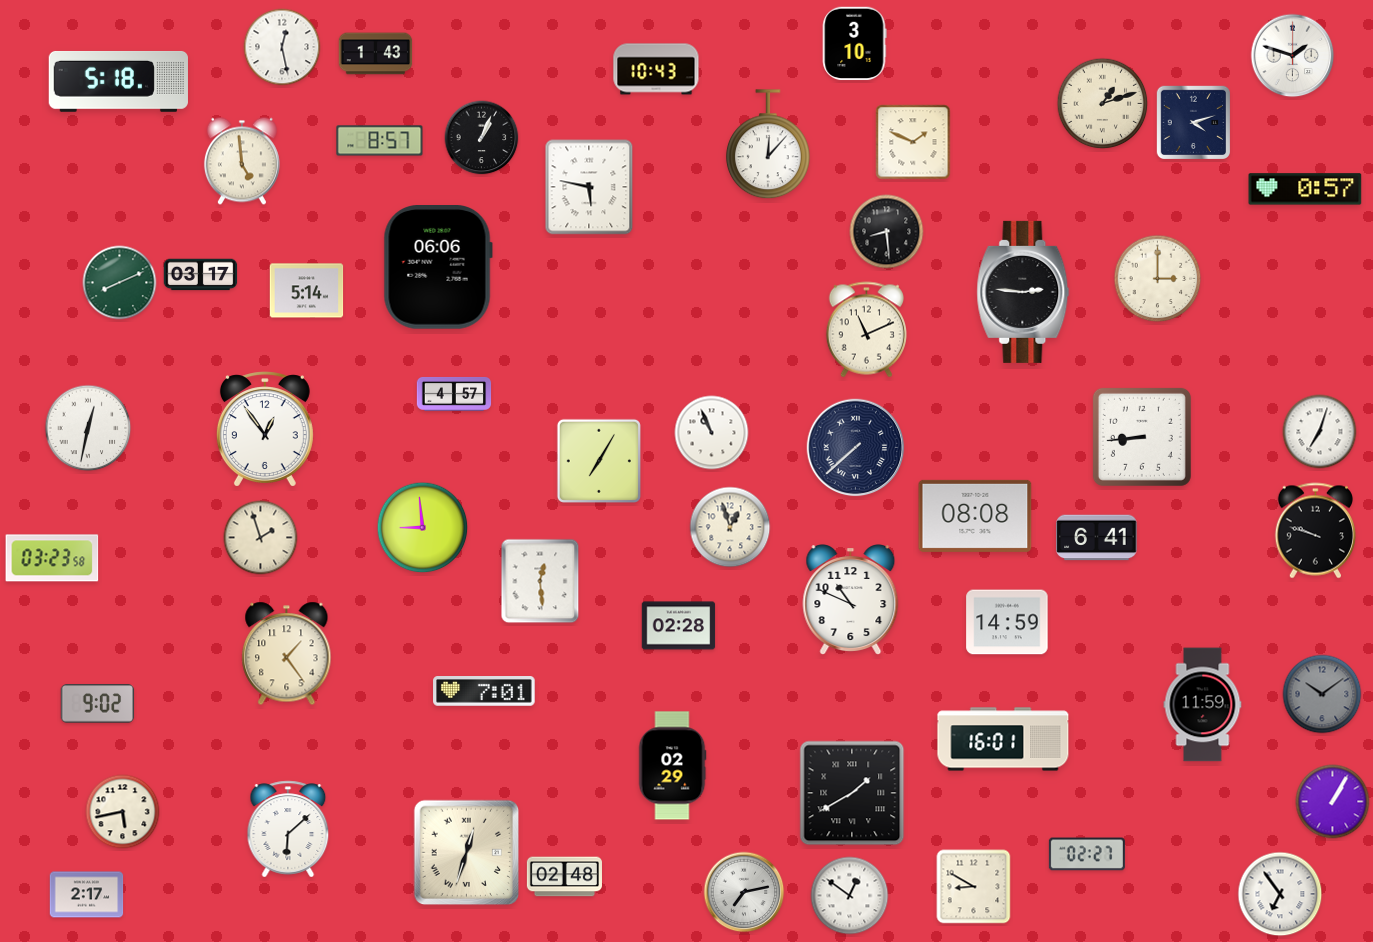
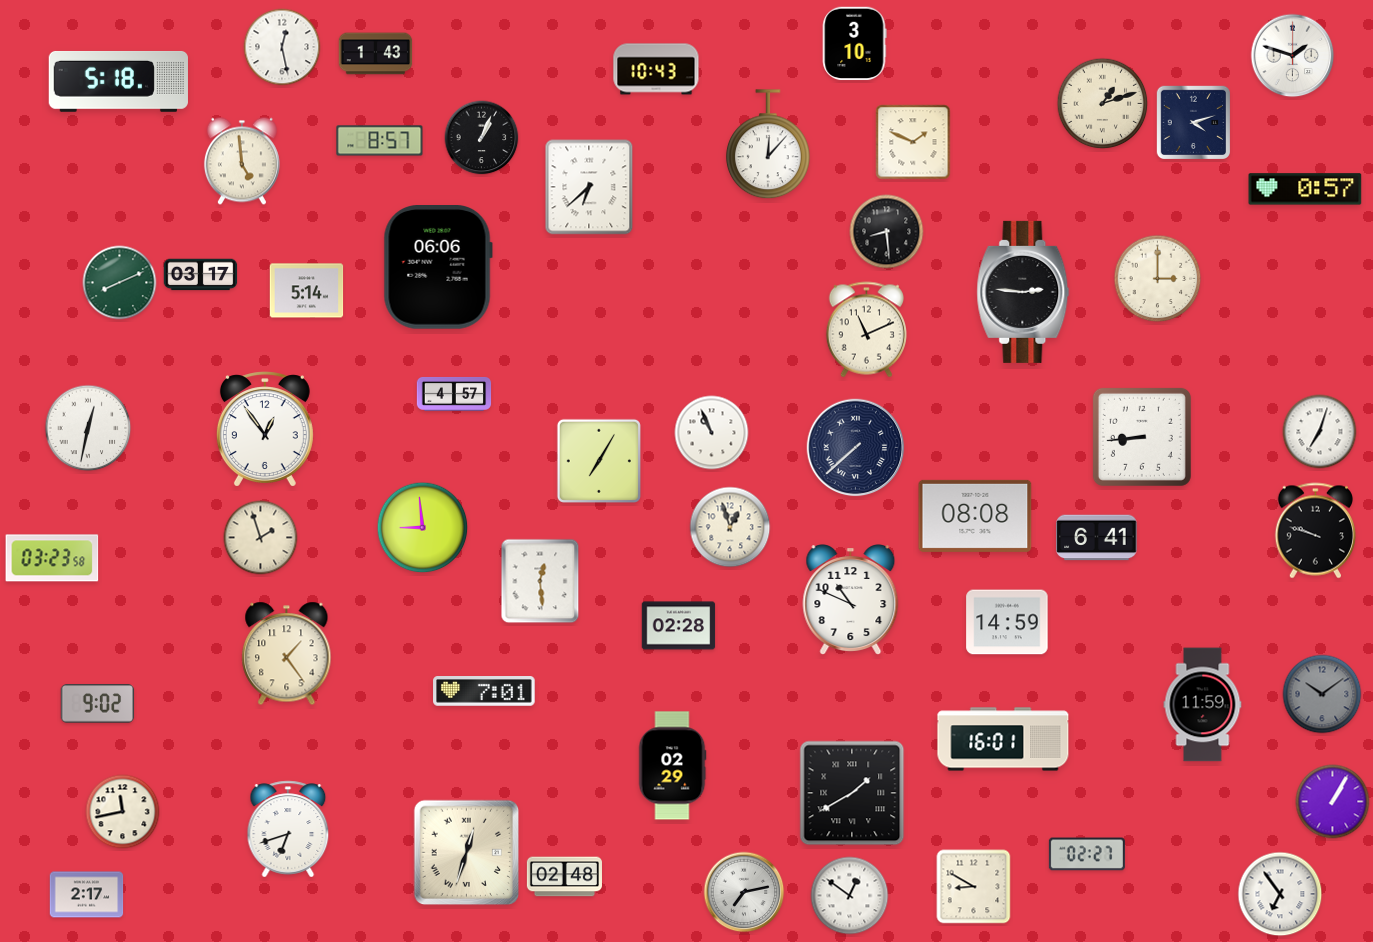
clock at (589, 187): 5:47 -> 6:38
clock at (123, 812): 5:43 -> 11:43
clock at (288, 829): 6:08 -> 6:42
